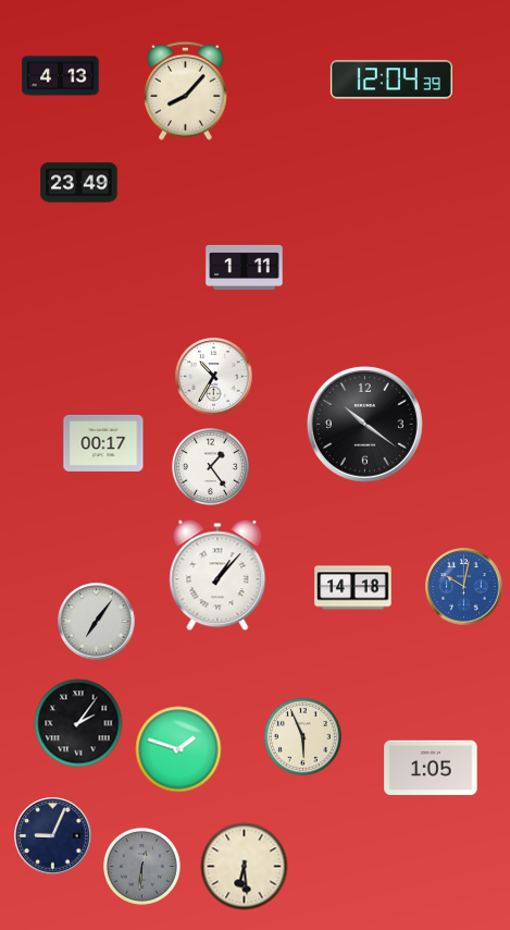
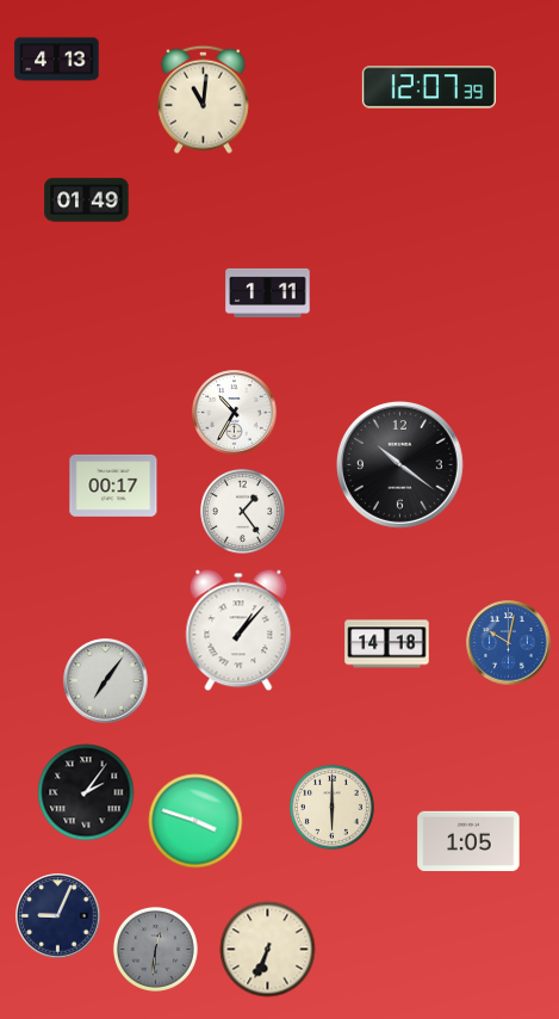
clock at (61, 76) position: (61, 76) -> (57, 60)
clock at (391, 79): 12:04 -> 12:07
clock at (186, 90): 8:07 -> 11:01
clock at (79, 183): 23:49 -> 01:49
clock at (210, 466) position: (210, 466) -> (242, 511)
clock at (302, 736): 5:56 -> 6:00
clock at (178, 749): 1:48 -> 3:48
clock at (431, 768) position: (431, 768) -> (468, 841)
clock at (245, 867): 6:29 -> 6:34
